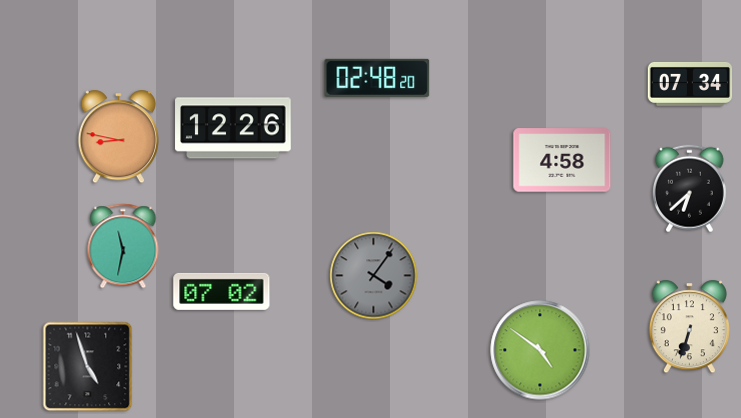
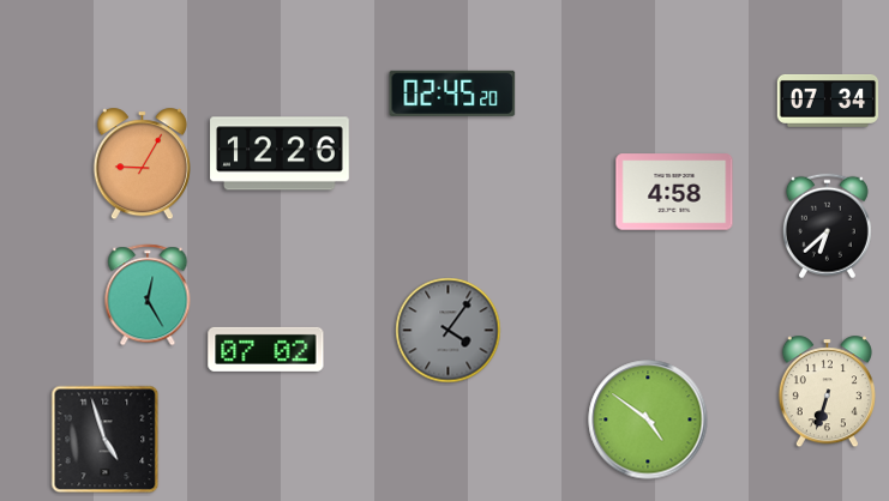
clock at (377, 78): 02:48 -> 02:45
clock at (118, 137): 8:47 -> 9:05
clock at (123, 246): 11:32 -> 12:25
